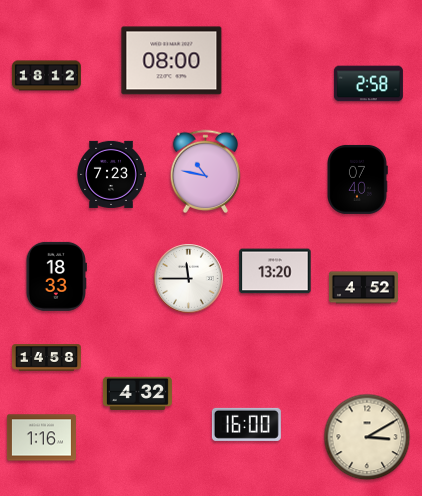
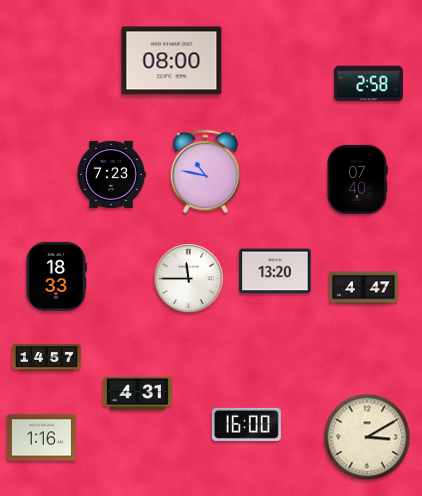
clock at (46, 76): 18:12 -> none
clock at (363, 288): 4:52 -> 4:47
clock at (46, 358): 14:58 -> 14:57
clock at (137, 393): 4:32 -> 4:31
